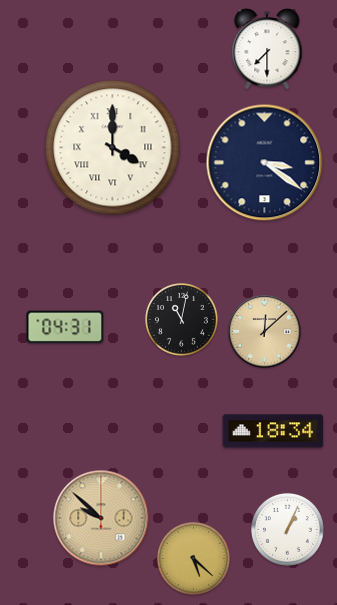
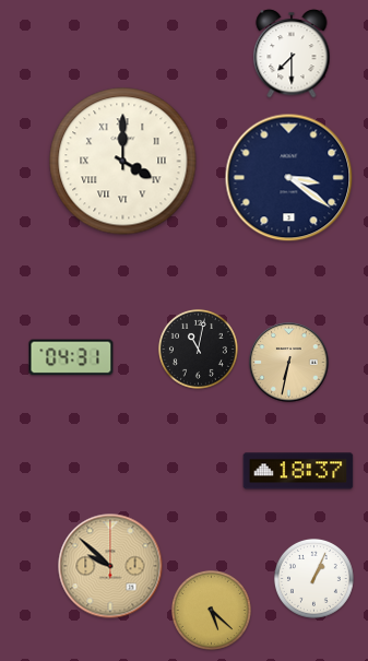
clock at (265, 332): 12:08 -> 6:32
clock at (273, 431): 18:34 -> 18:37
